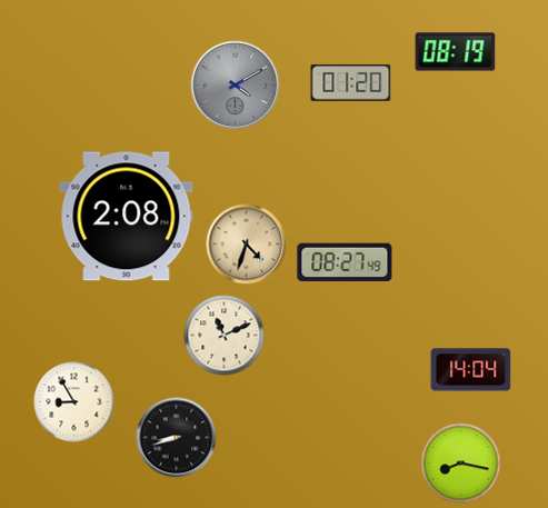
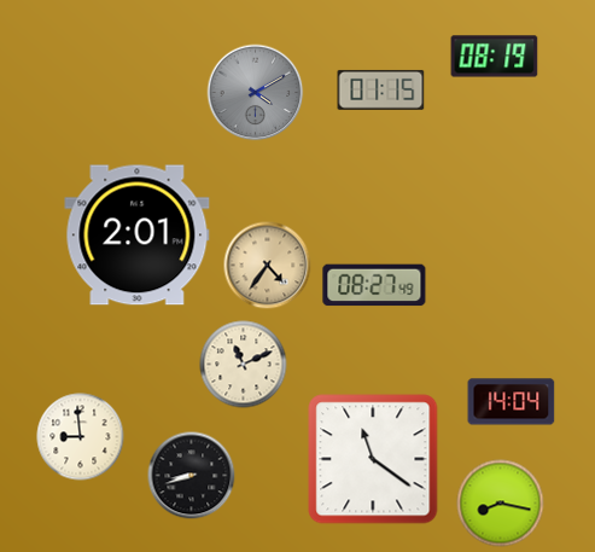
clock at (351, 82): 01:20 -> 01:15
clock at (127, 217): 2:08 -> 2:01
clock at (247, 245): 4:33 -> 4:36
clock at (74, 402): 8:55 -> 8:59
clock at (373, 459): none -> 11:21
